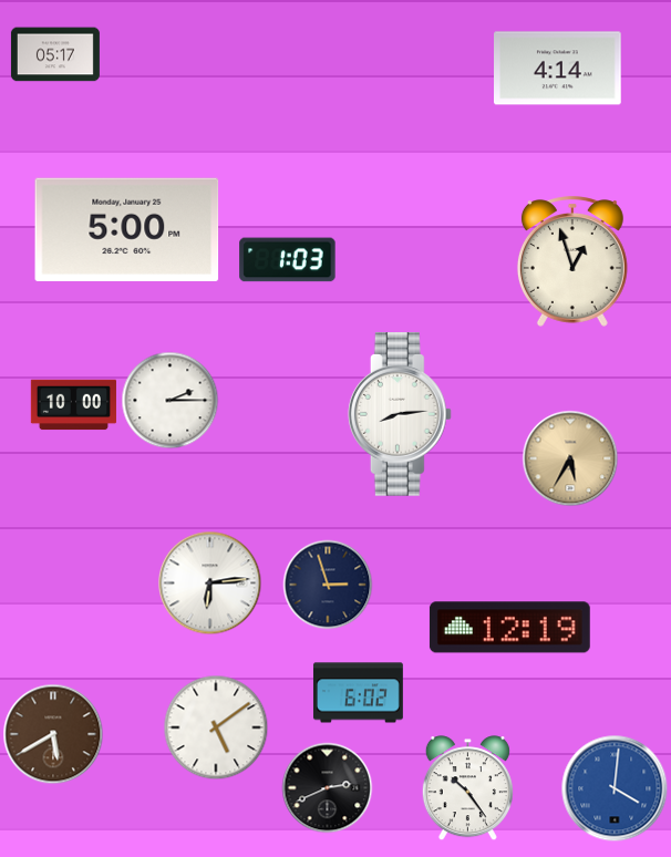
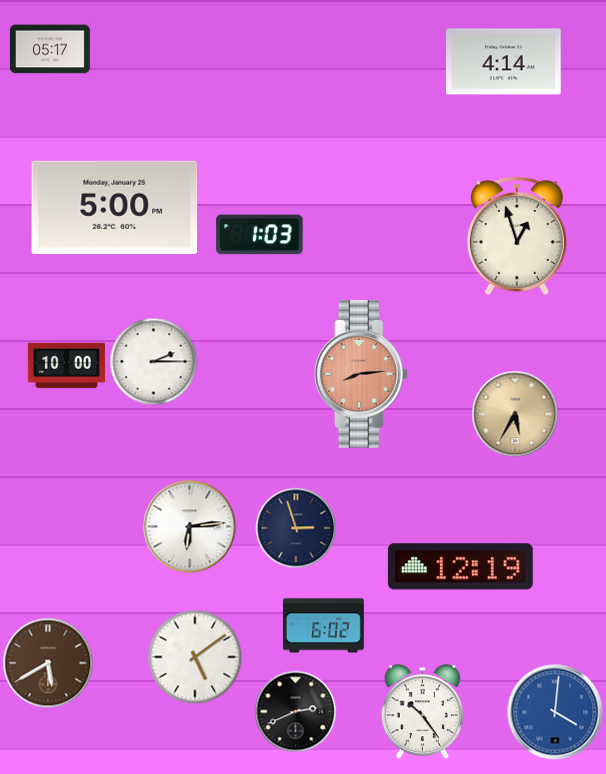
clock at (400, 414) dial: white -> salmon
